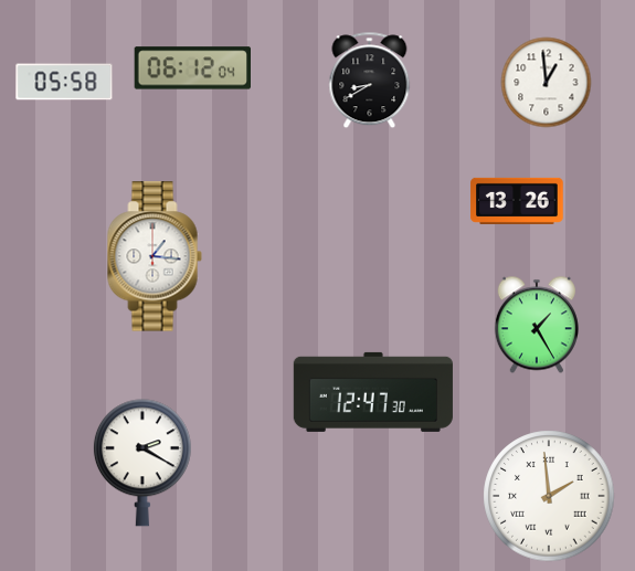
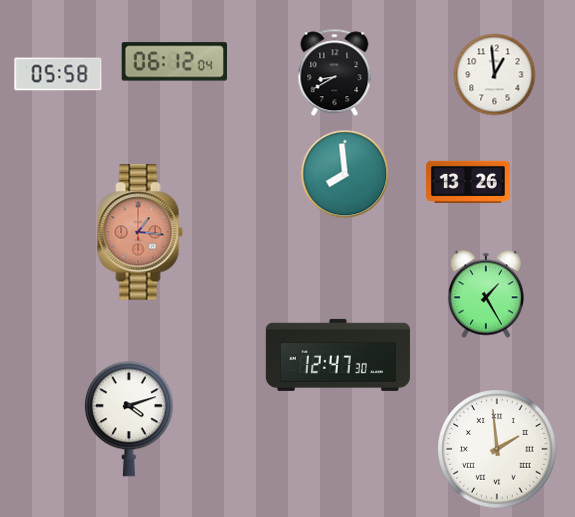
clock at (345, 174): none -> 7:59
clock at (155, 256) dial: white -> salmon
clock at (142, 463): 2:20 -> 4:12
